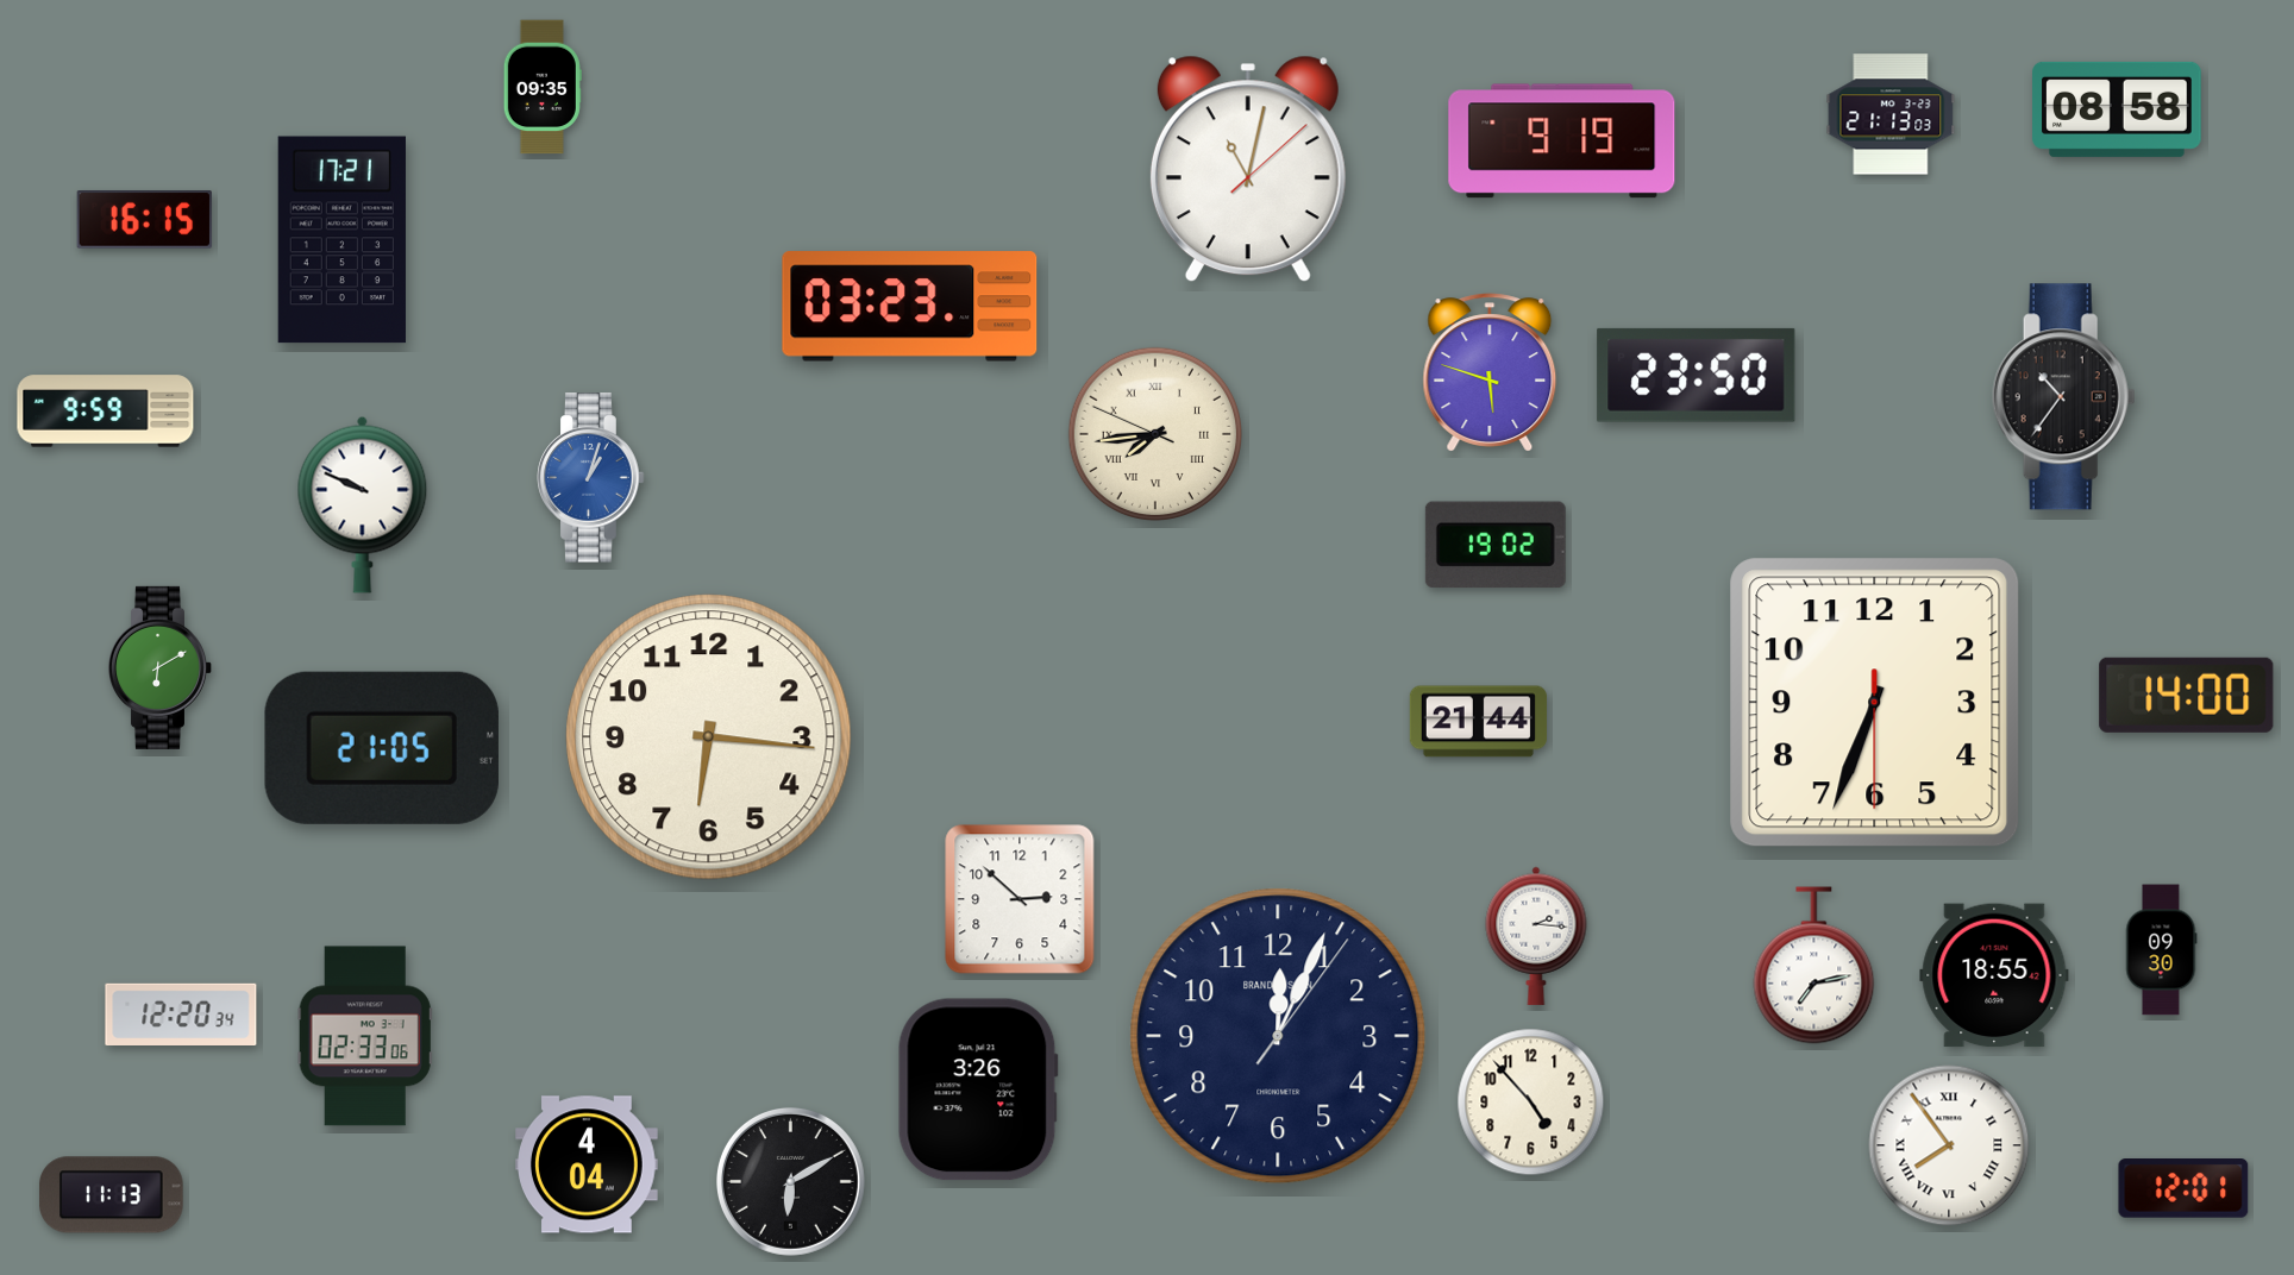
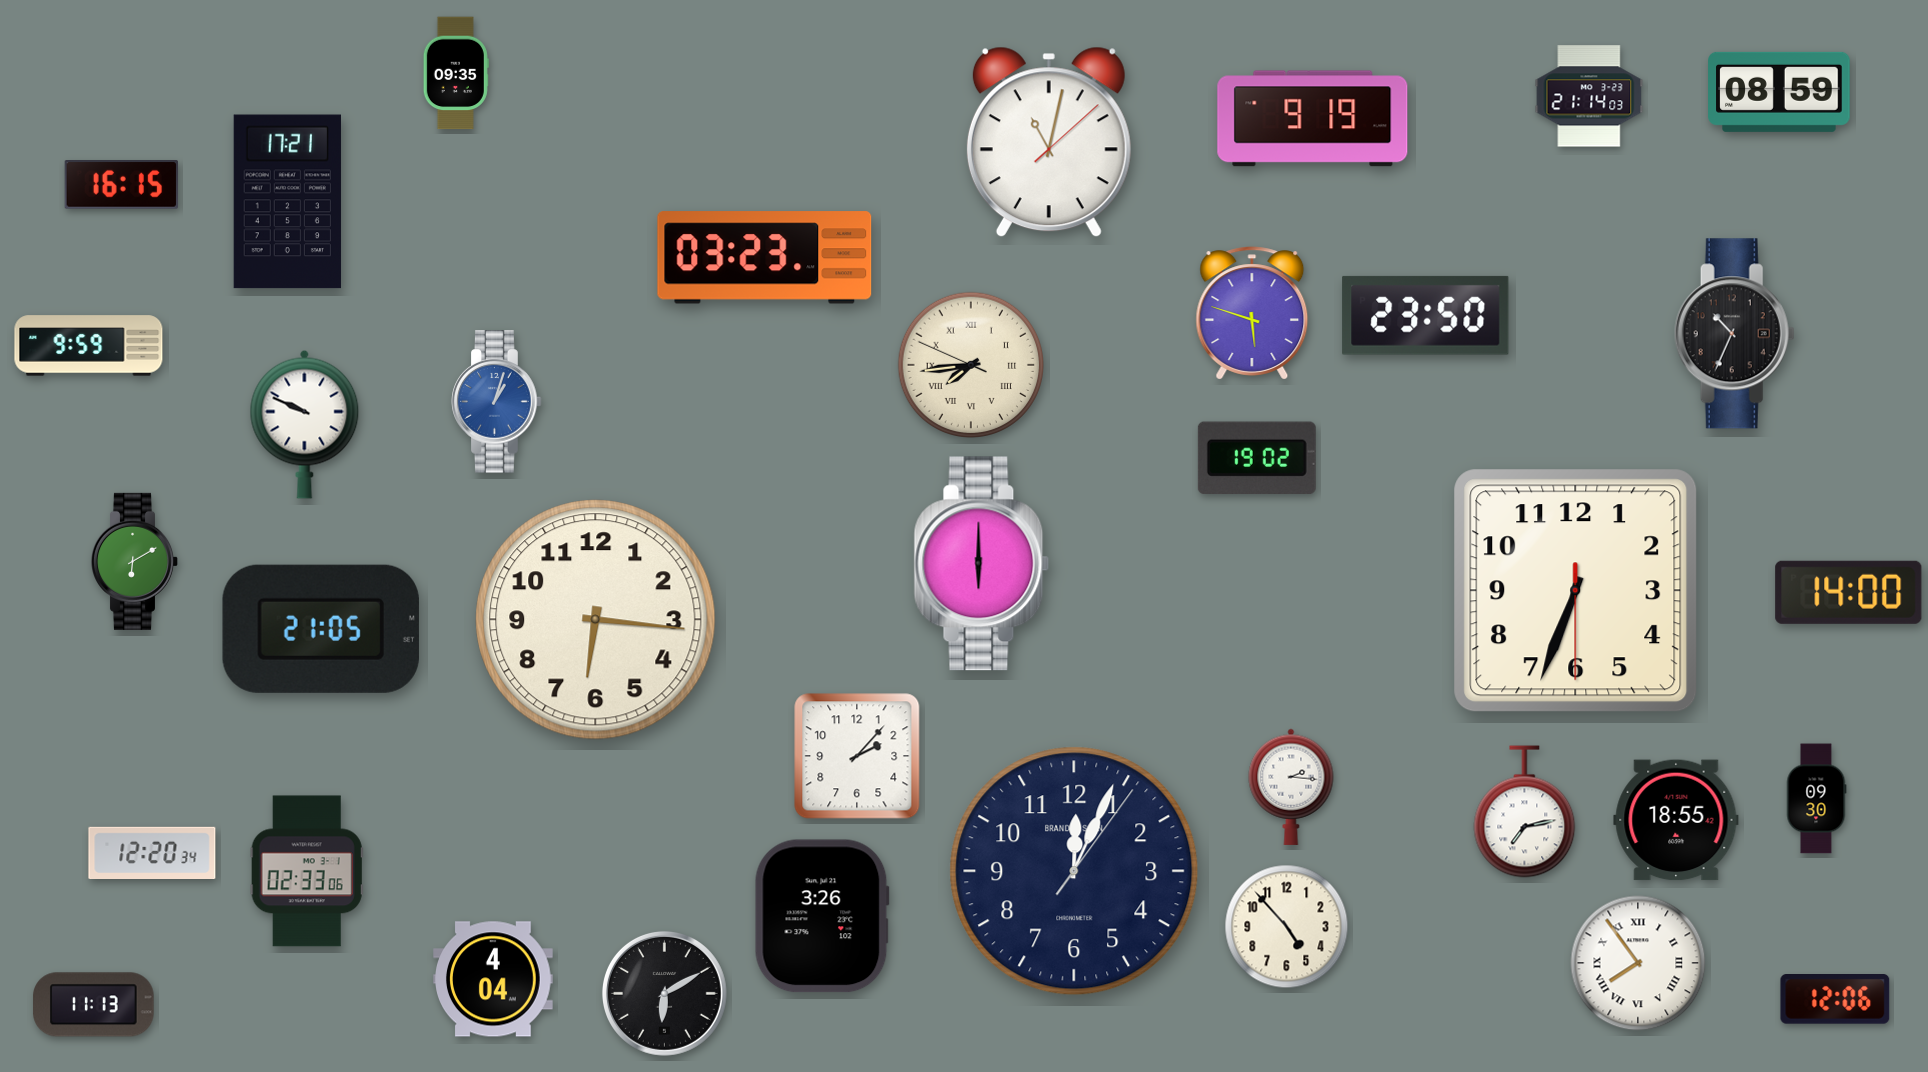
clock at (2117, 109): 08:58 -> 08:59
clock at (1891, 114): 21:13 -> 21:14
clock at (2063, 397): 10:36 -> 10:34
clock at (982, 564): none -> 6:00
clock at (2187, 695) position: (2187, 695) -> (1849, 592)
clock at (1478, 722): 21:44 -> none
clock at (1020, 899): 2:52 -> 2:07
clock at (2183, 1189): 12:01 -> 12:06
